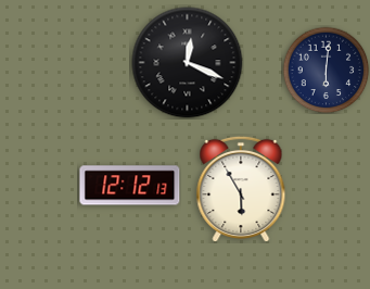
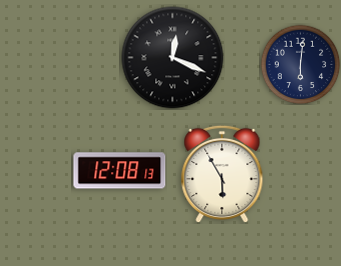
clock at (130, 186): 12:12 -> 12:08
